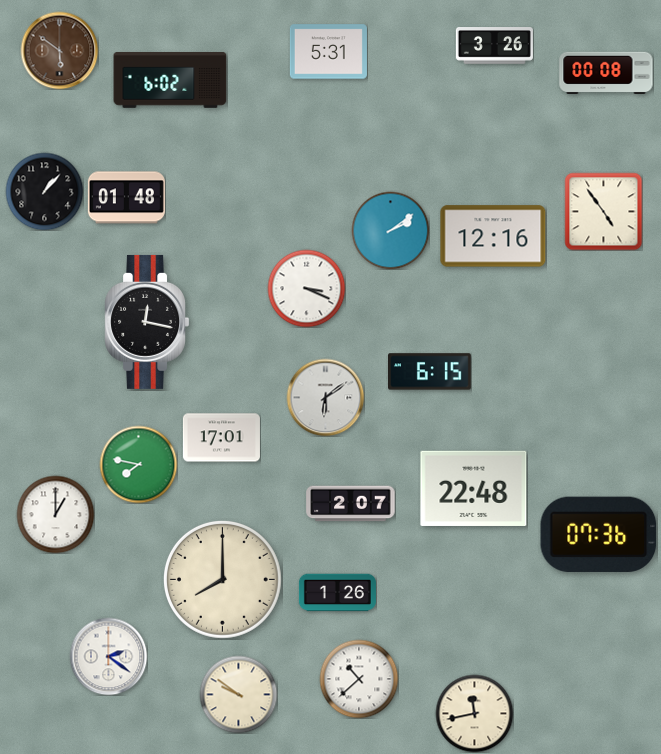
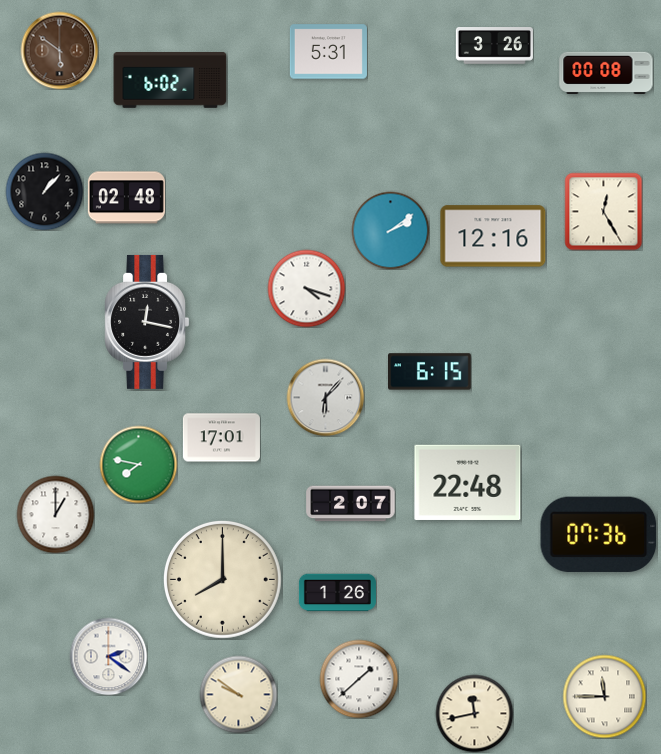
clock at (126, 198): 01:48 -> 02:48
clock at (603, 211): 4:54 -> 12:25
clock at (306, 288): 3:19 -> 4:18
clock at (325, 397): 6:09 -> 6:07
clock at (474, 488) position: (474, 488) -> (468, 482)
clock at (359, 679): 10:38 -> 1:38
clock at (604, 696): none -> 11:45
